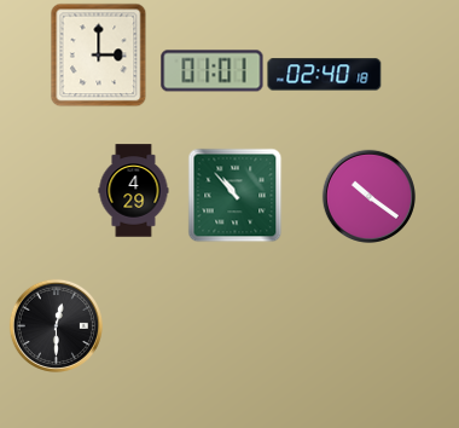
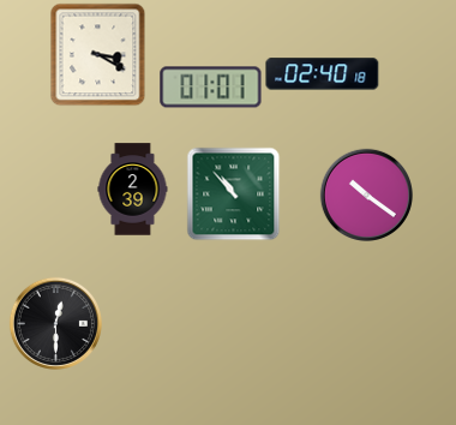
clock at (99, 54): 3:00 -> 3:20
clock at (213, 71) position: (213, 71) -> (211, 88)
clock at (134, 191): 4:29 -> 2:39
